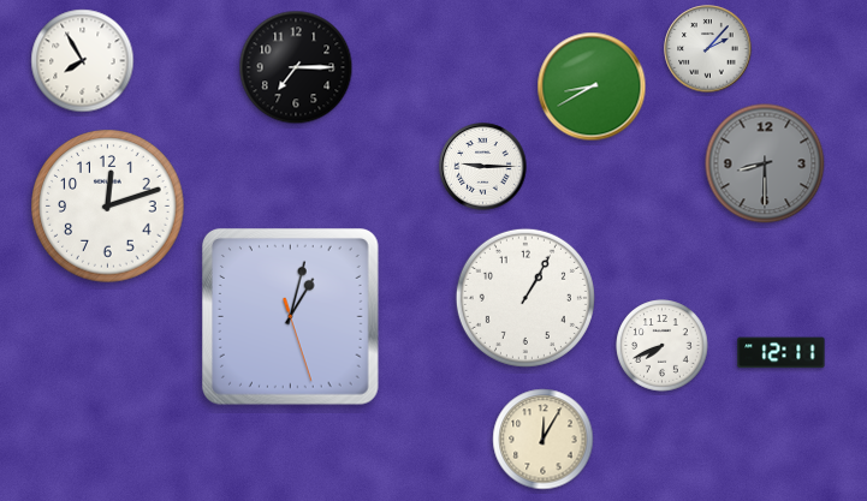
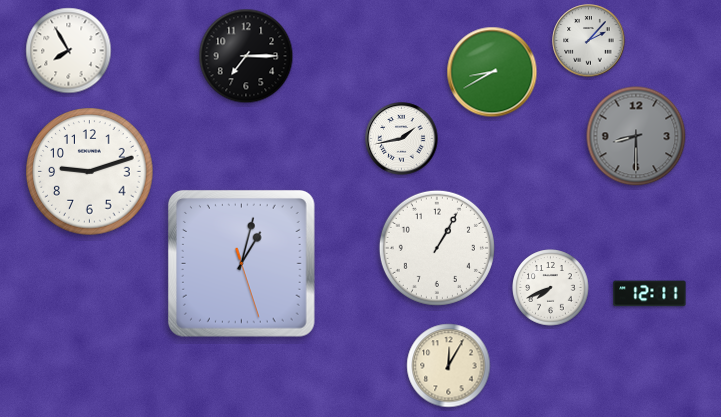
clock at (483, 167): 9:15 -> 1:43
clock at (108, 207): 12:12 -> 9:12
clock at (544, 440) position: (544, 440) -> (449, 366)
